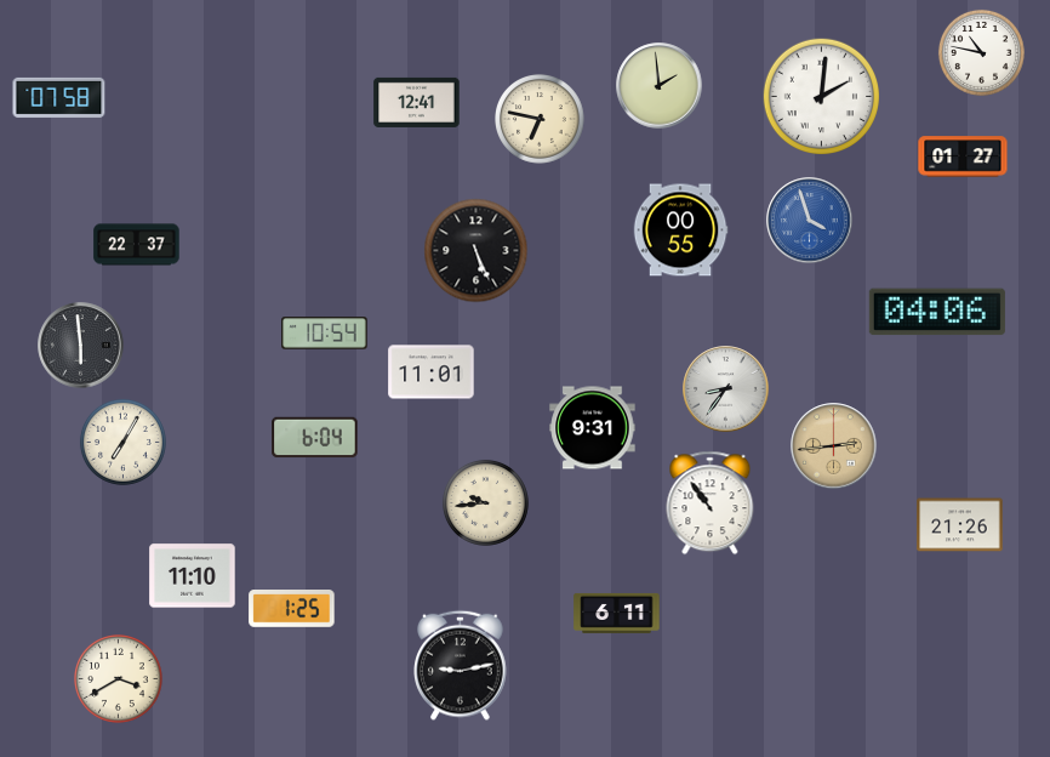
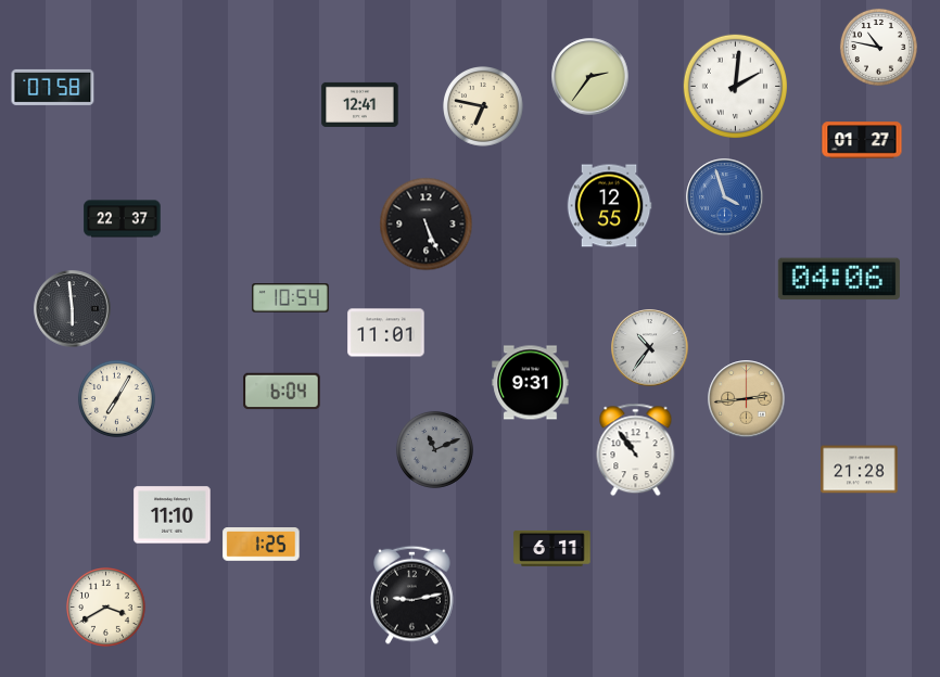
clock at (660, 86): 1:59 -> 2:36
clock at (417, 102) position: (417, 102) -> (360, 104)
clock at (680, 230): 00:55 -> 12:55
clock at (726, 389): 8:36 -> 10:36
clock at (122, 442) position: (122, 442) -> (116, 398)
clock at (485, 502): 9:44 -> 11:11
clock at (485, 502) dial: cream -> grey
clock at (960, 525): 21:26 -> 21:28
